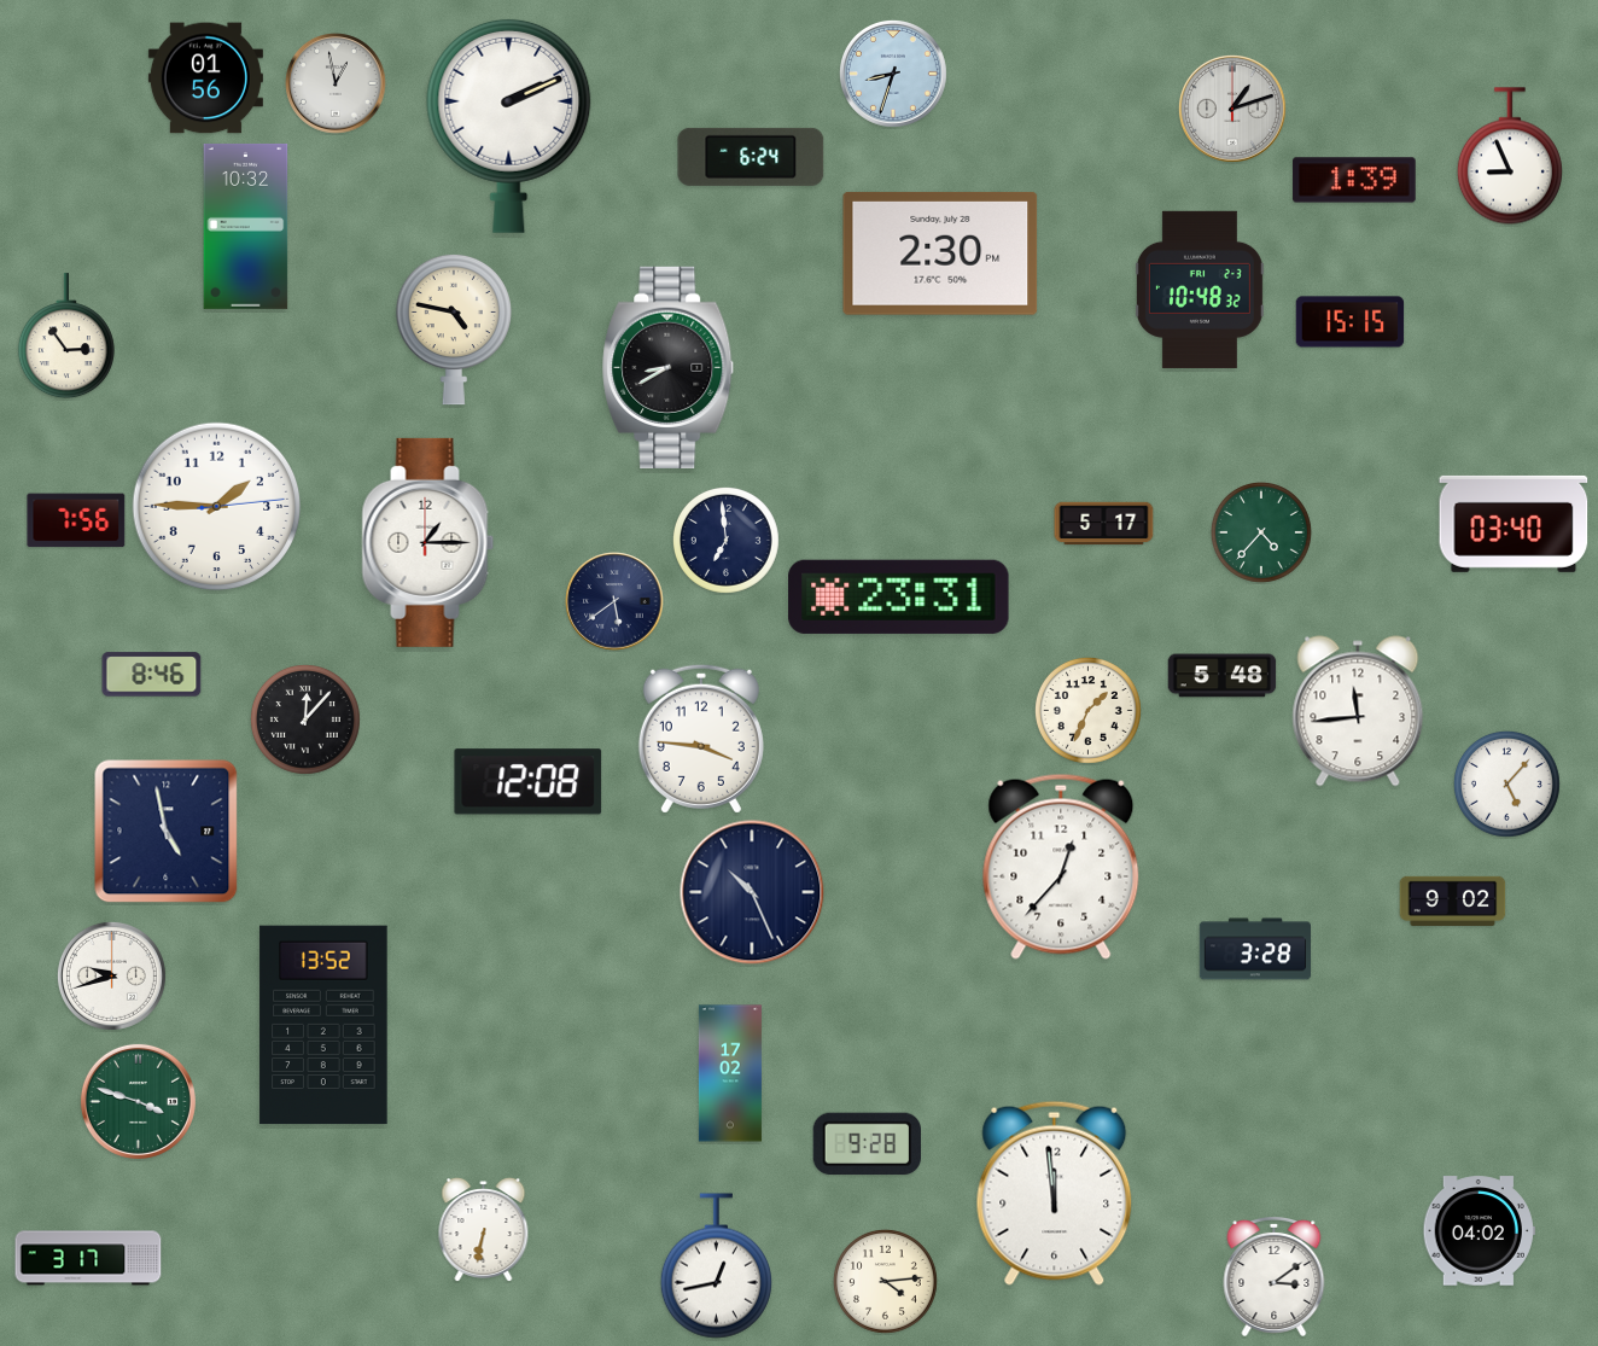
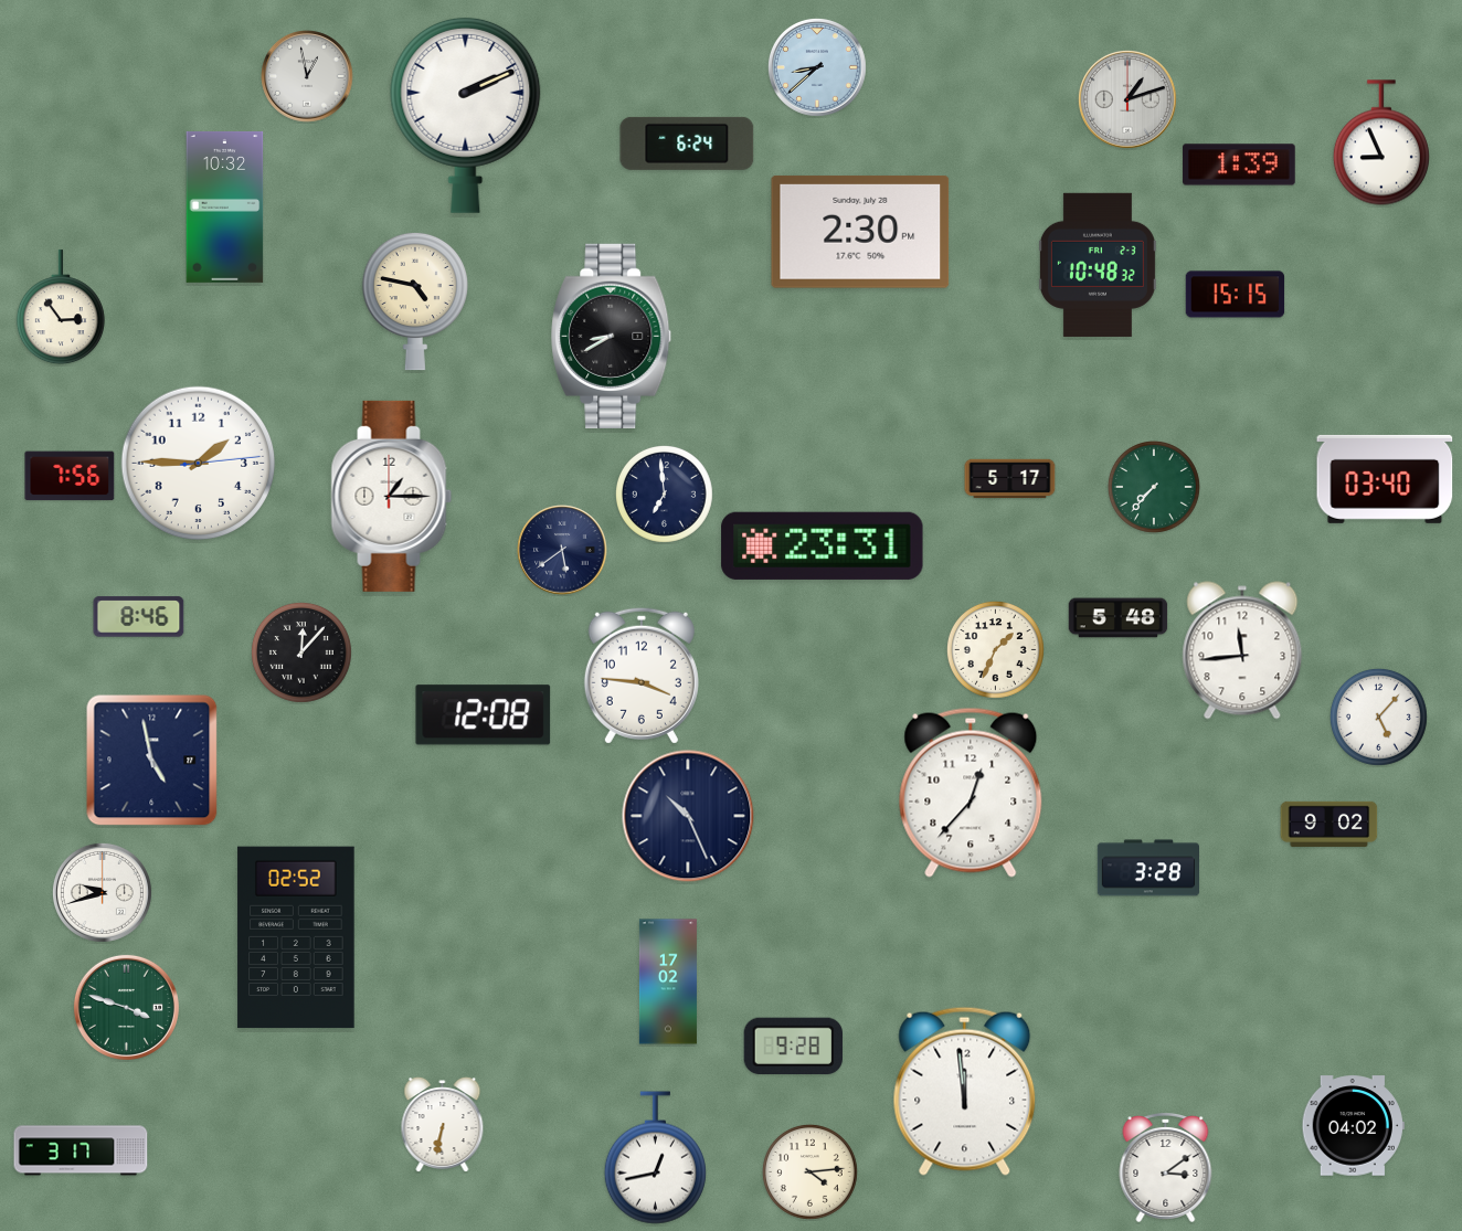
clock at (893, 74): 8:33 -> 8:38
clock at (205, 78): 01:56 -> none
clock at (1262, 534): 4:37 -> 7:37
clock at (305, 719) position: (305, 719) -> (301, 652)
clock at (323, 1025): 13:52 -> 02:52
